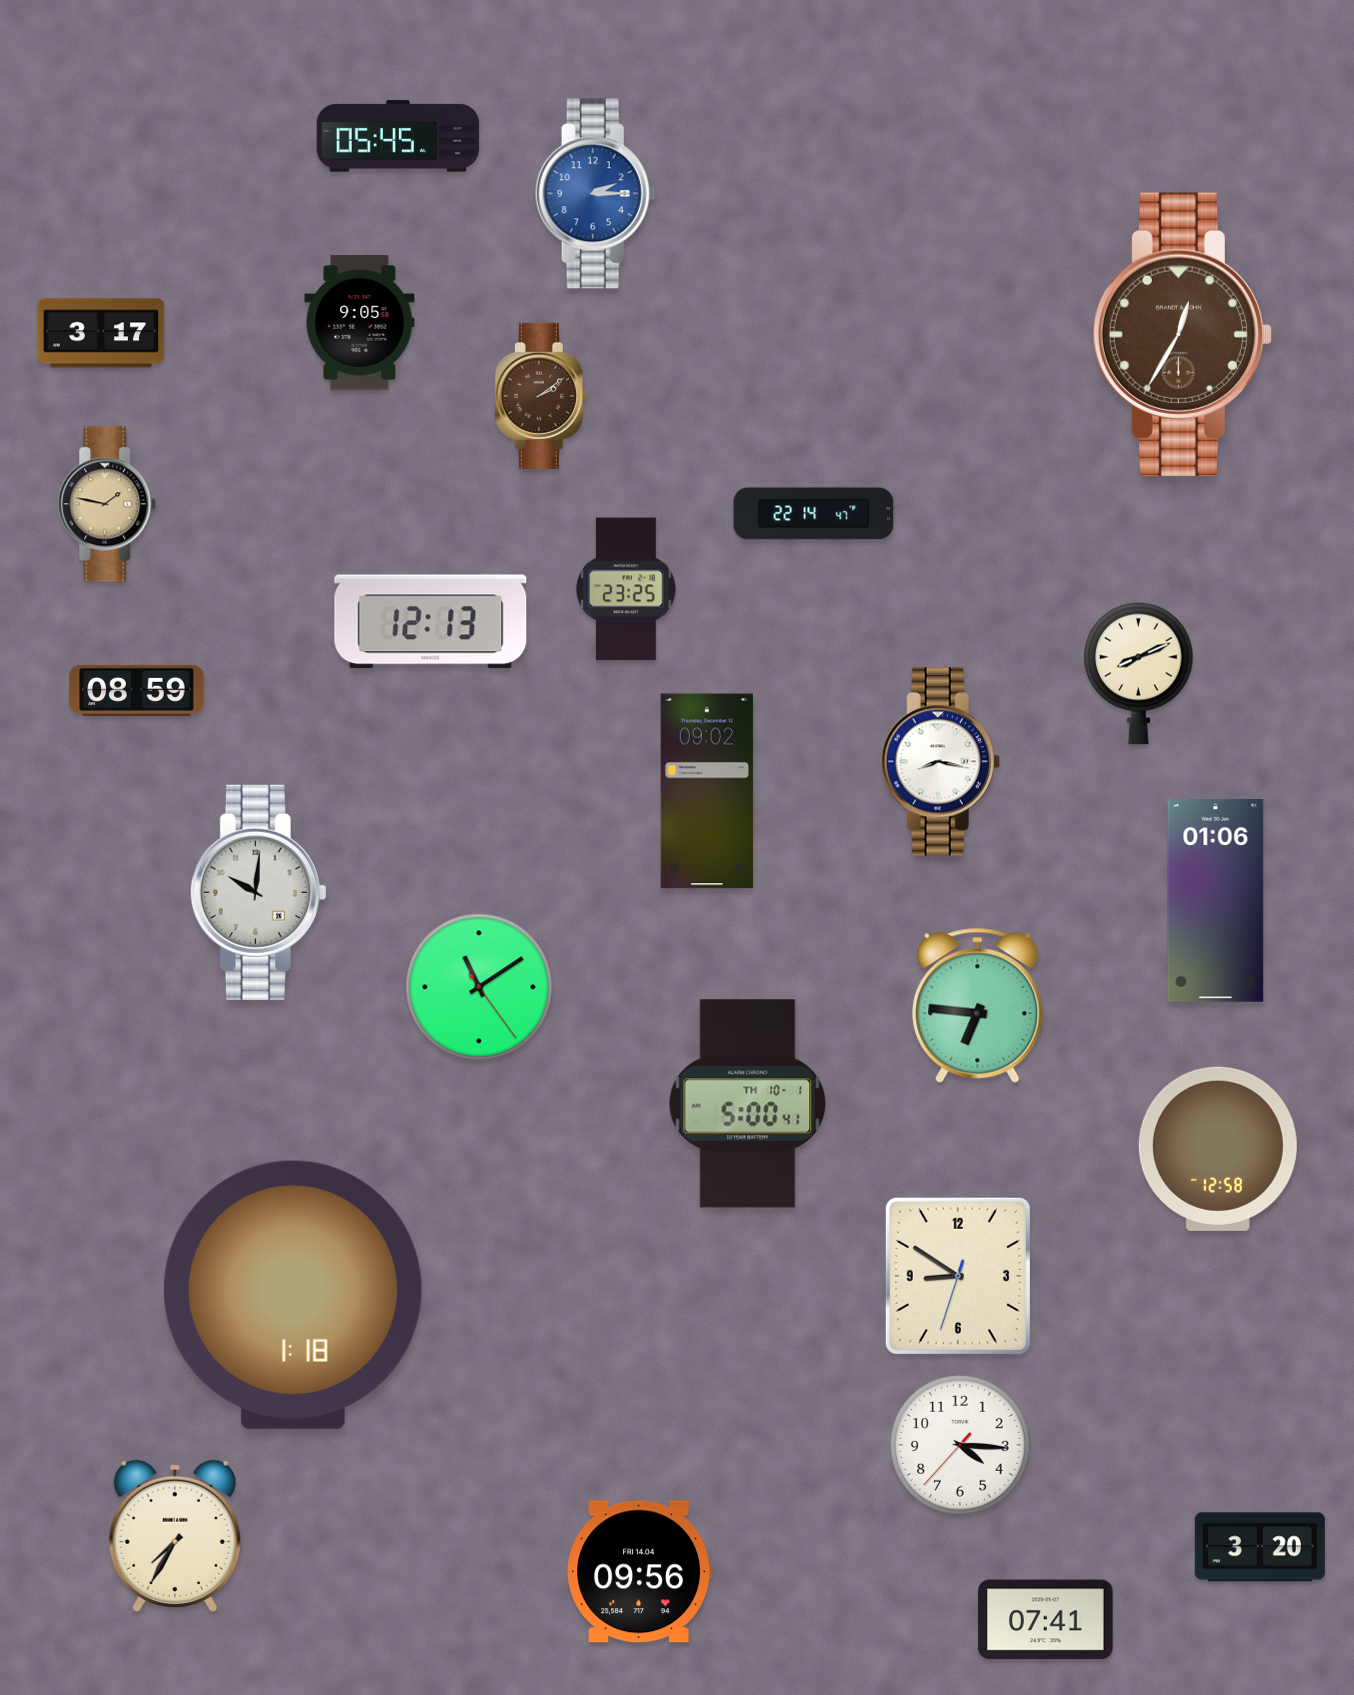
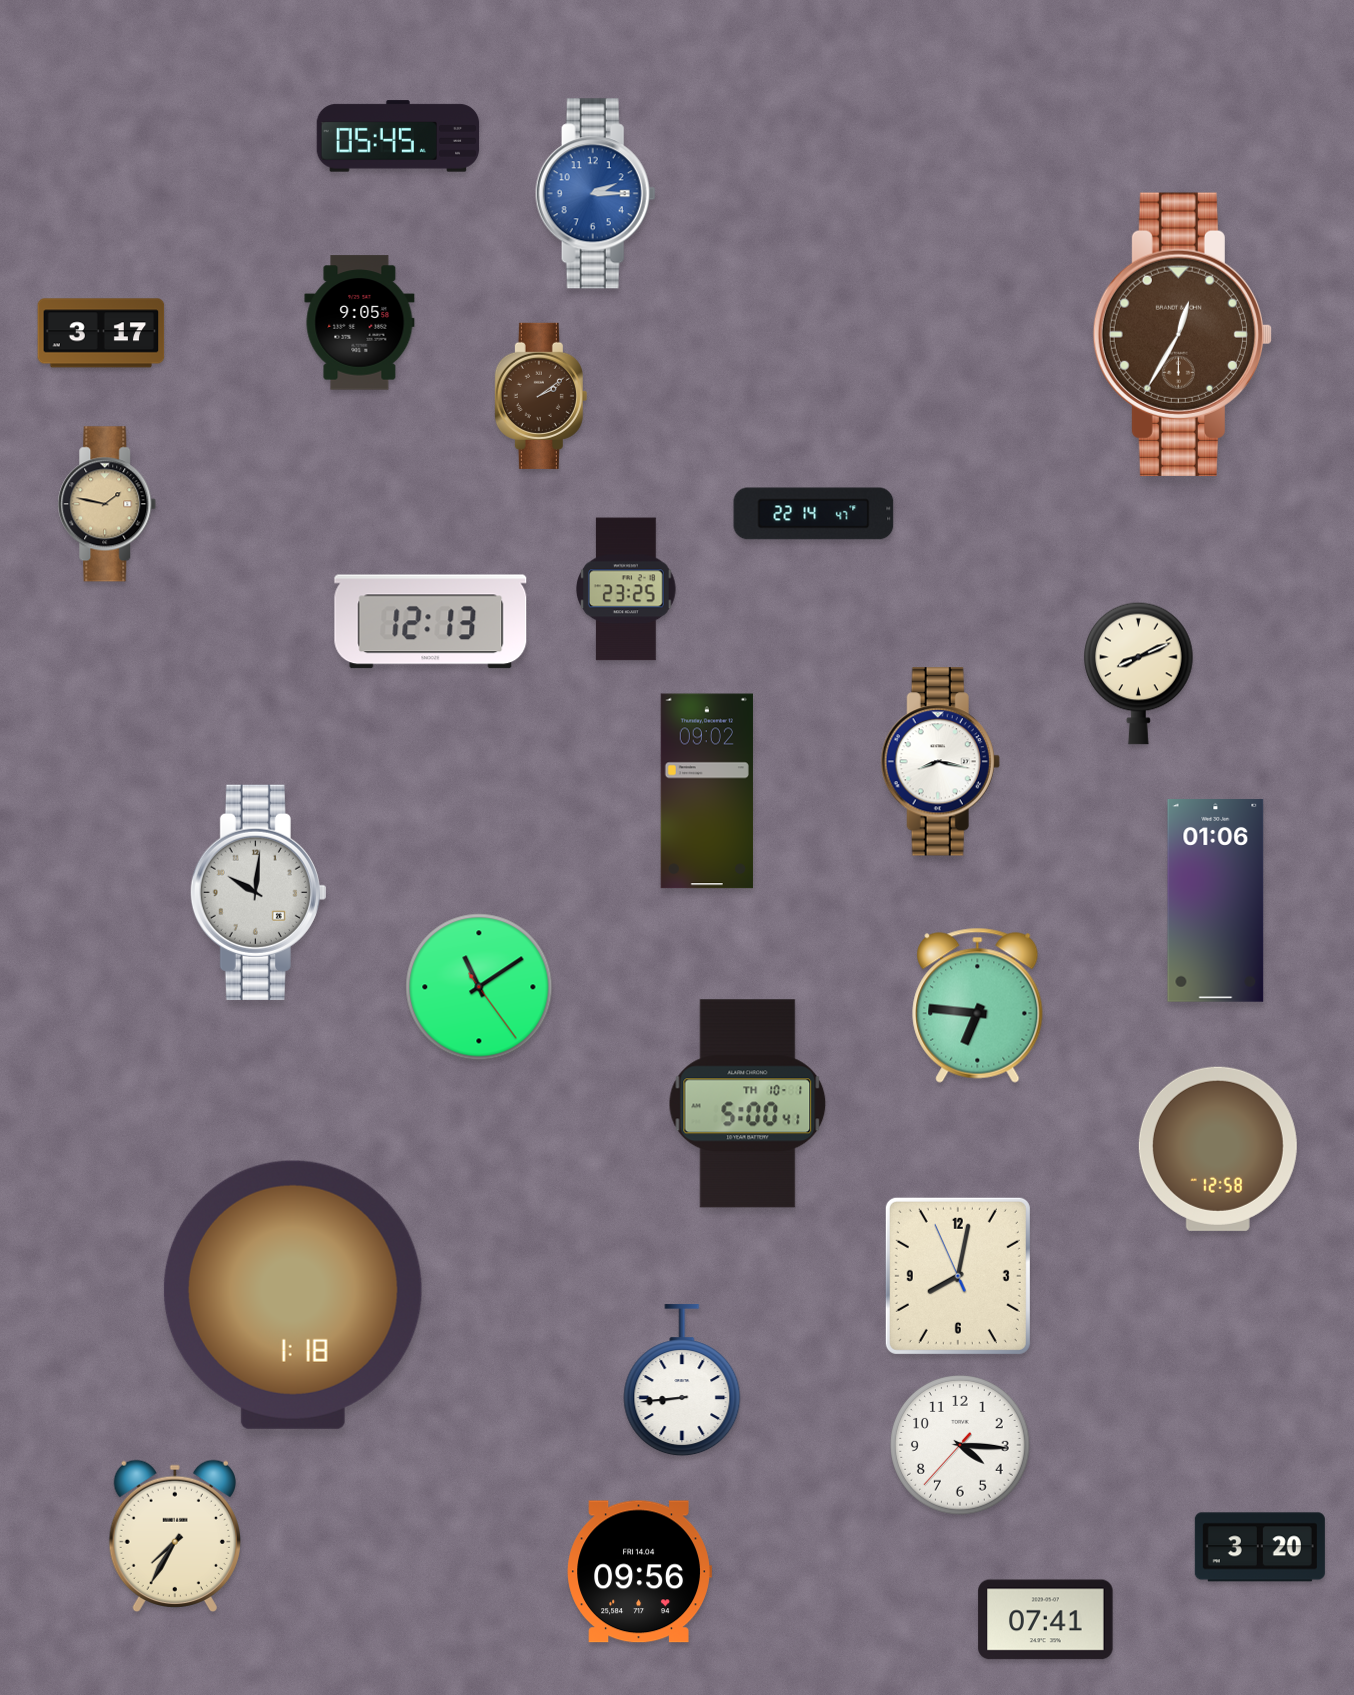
clock at (137, 690): 08:59 -> none
clock at (958, 1276): 8:50 -> 8:01
clock at (682, 1381): none -> 8:44
